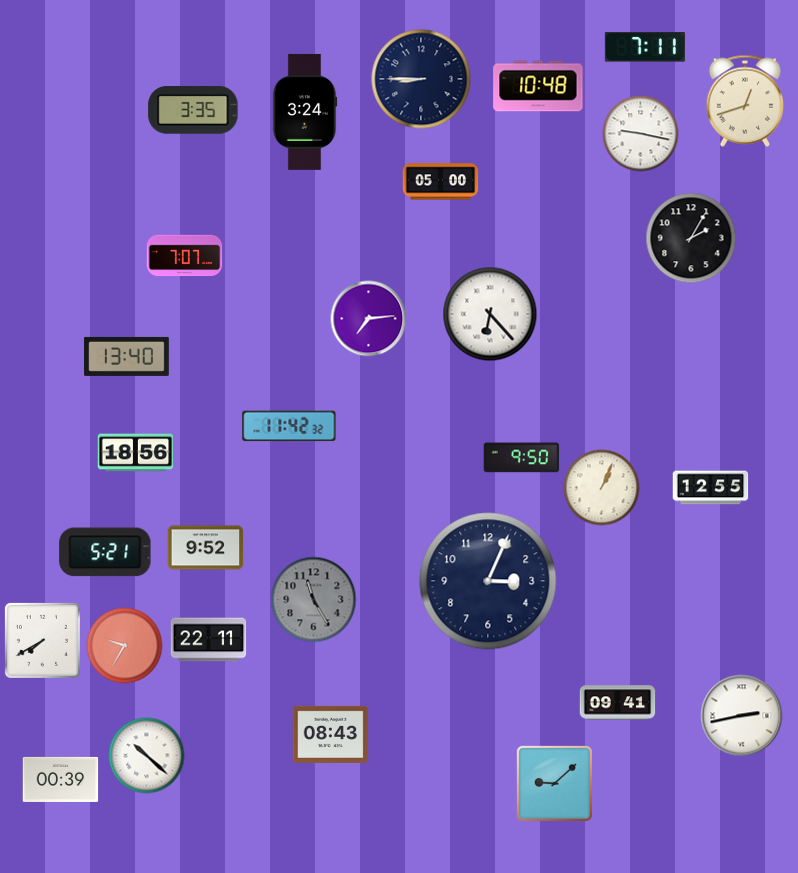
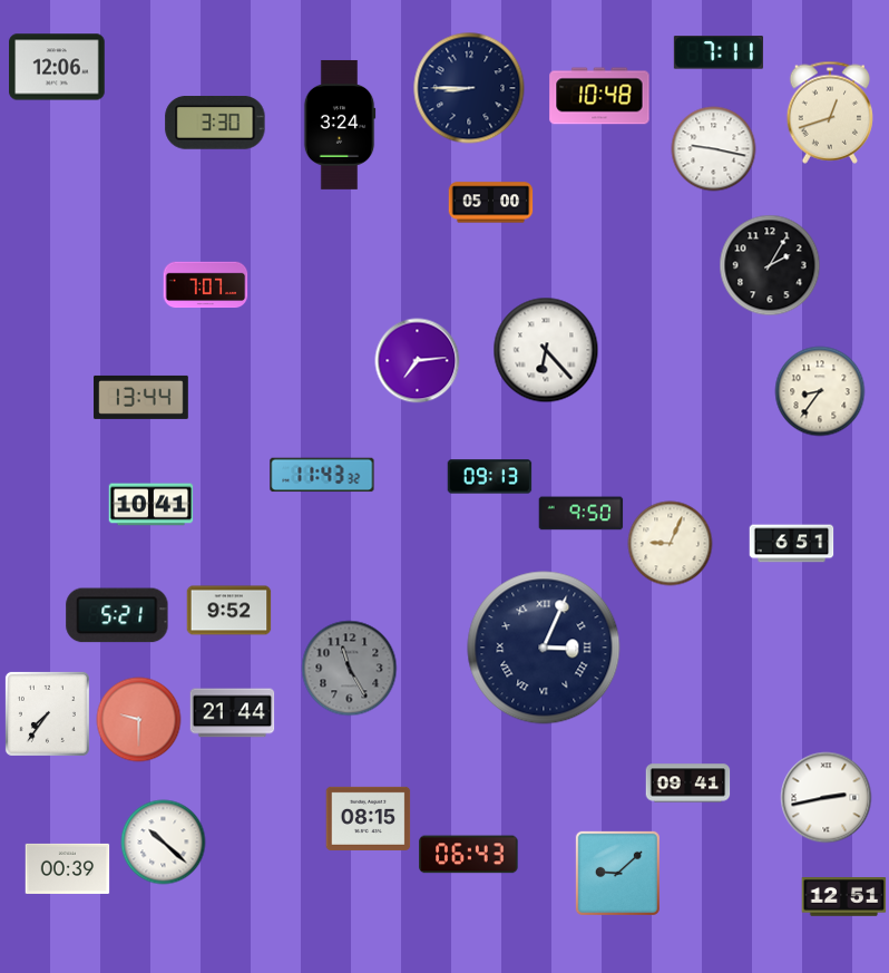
clock at (57, 67): none -> 12:06
clock at (193, 111): 3:35 -> 3:30
clock at (369, 319) position: (369, 319) -> (418, 361)
clock at (820, 391): none -> 8:36
clock at (127, 356): 13:40 -> 13:44
clock at (289, 426): 11:42 -> 11:43
clock at (490, 477): none -> 09:13
clock at (136, 453): 18:56 -> 10:41
clock at (522, 458) position: (522, 458) -> (582, 514)
clock at (602, 488): 1:04 -> 9:04
clock at (711, 488): 12:55 -> 6:51
clock at (488, 581) numerals: Arabic -> Roman
clock at (42, 640): 7:40 -> 7:36
clock at (209, 640): 22:11 -> 21:44
clock at (125, 646): 9:35 -> 9:30
clock at (331, 734): 08:43 -> 08:15
clock at (469, 855): none -> 06:43
clock at (844, 897): none -> 12:51
